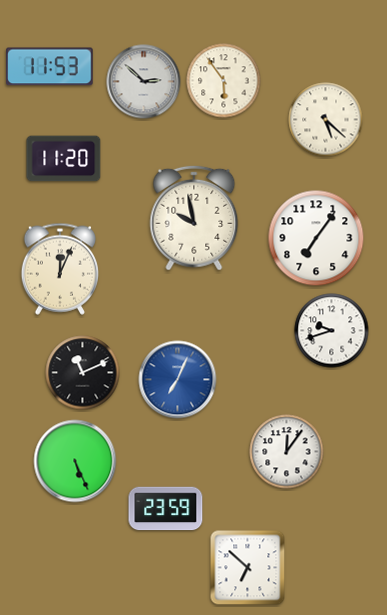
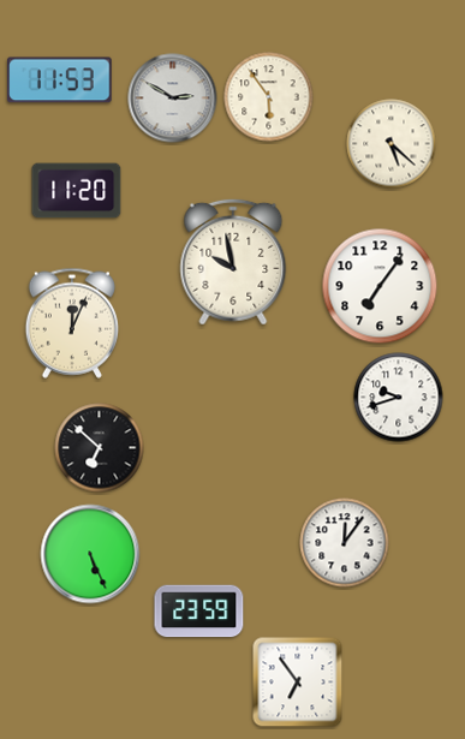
clock at (144, 82): 2:52 -> 2:50
clock at (83, 373): 11:11 -> 6:52
clock at (178, 380): 7:04 -> none
clock at (248, 568): 6:52 -> 6:54
